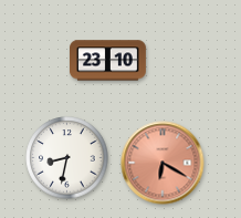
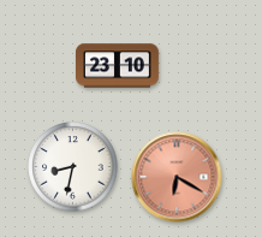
clock at (67, 158) position: (67, 158) -> (73, 167)
